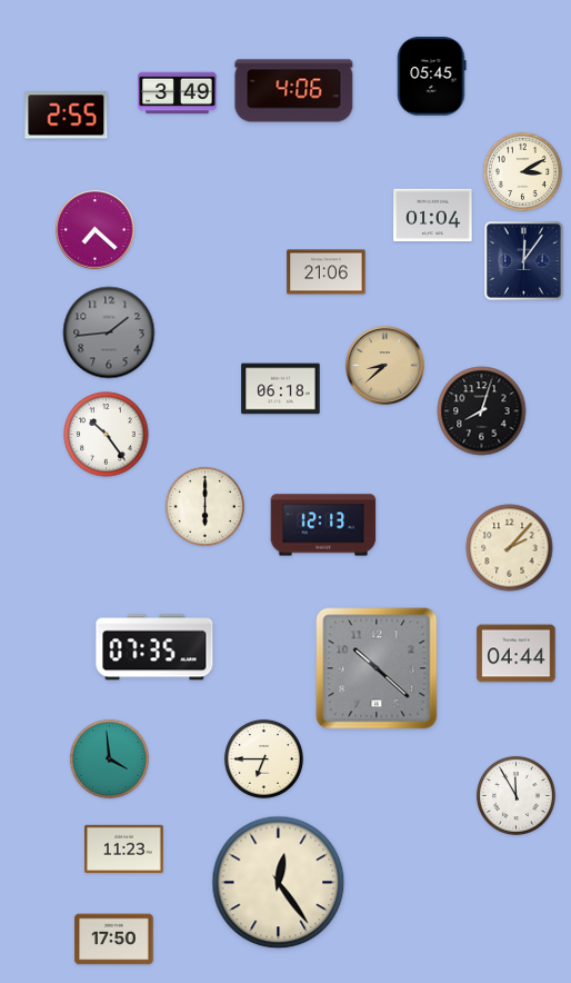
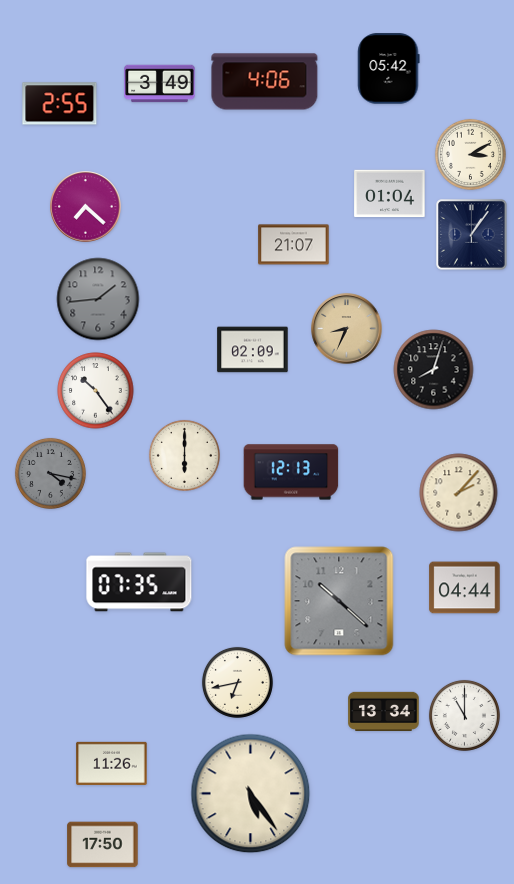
clock at (432, 77): 05:45 -> 05:42
clock at (524, 261): 12:06 -> 1:06
clock at (327, 272): 21:06 -> 21:07
clock at (385, 366): 8:38 -> 8:34
clock at (281, 389): 06:18 -> 02:09
clock at (50, 473): none -> 4:17
clock at (109, 758): 3:59 -> none
clock at (263, 758): 6:45 -> 6:43
clock at (384, 711): none -> 13:34
clock at (515, 795): 11:55 -> 11:00
clock at (124, 848): 11:23 -> 11:26
clock at (279, 883): 12:24 -> 5:24
